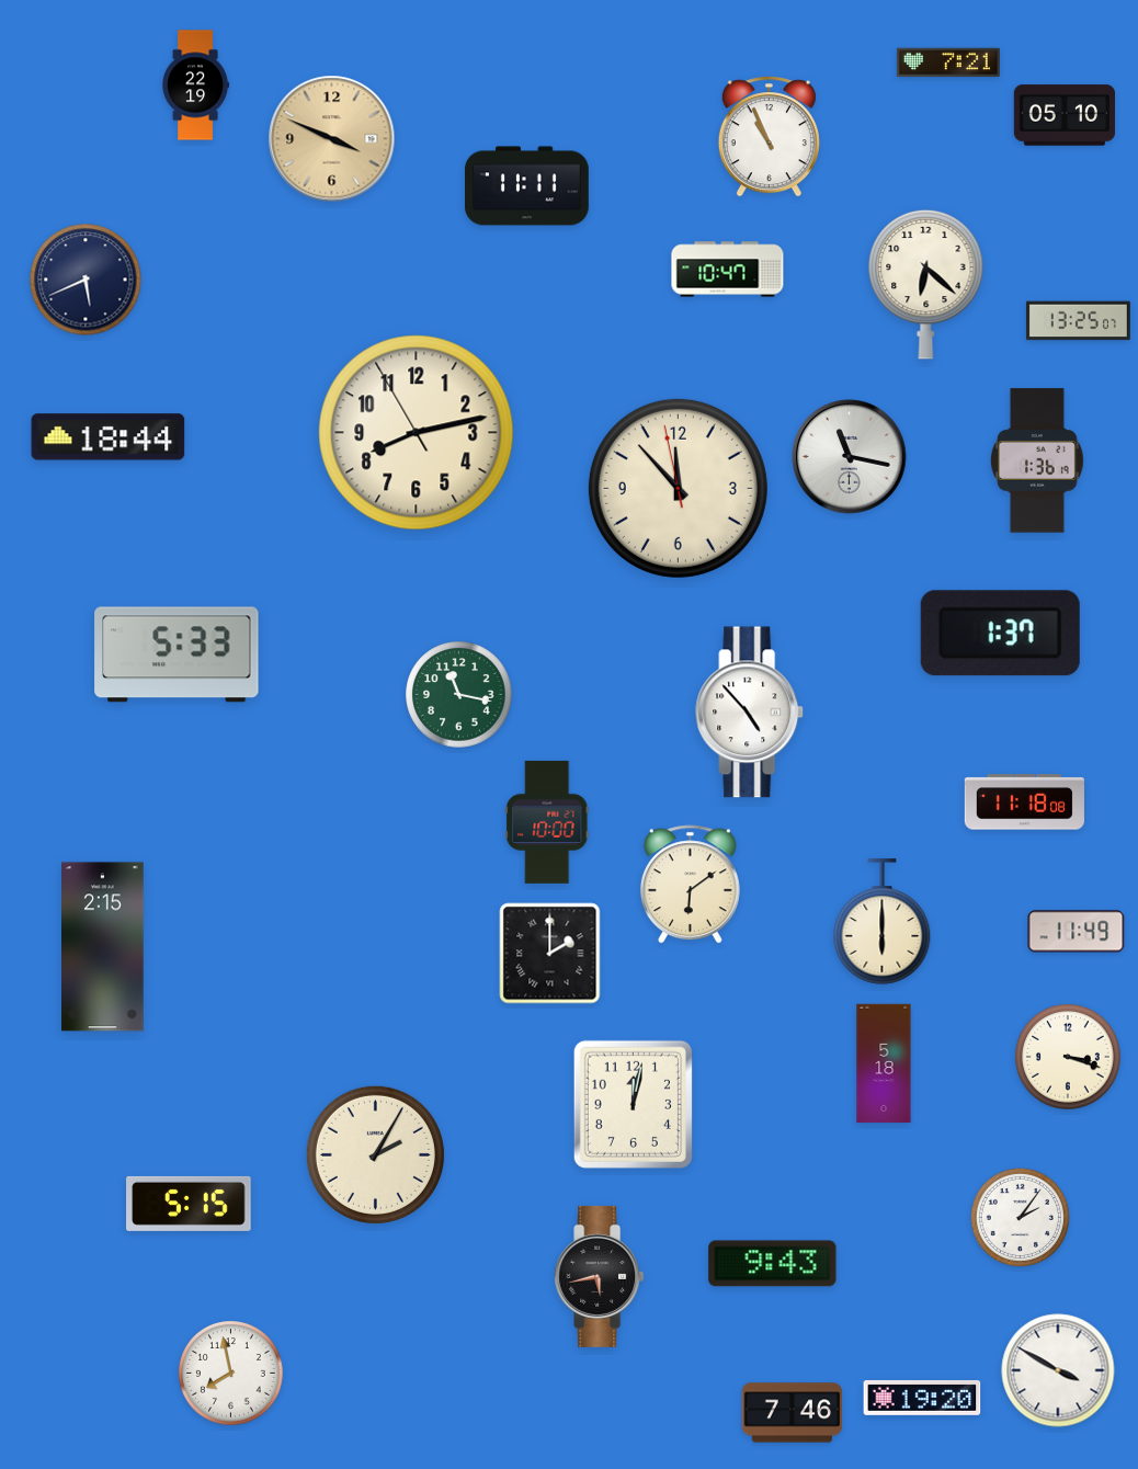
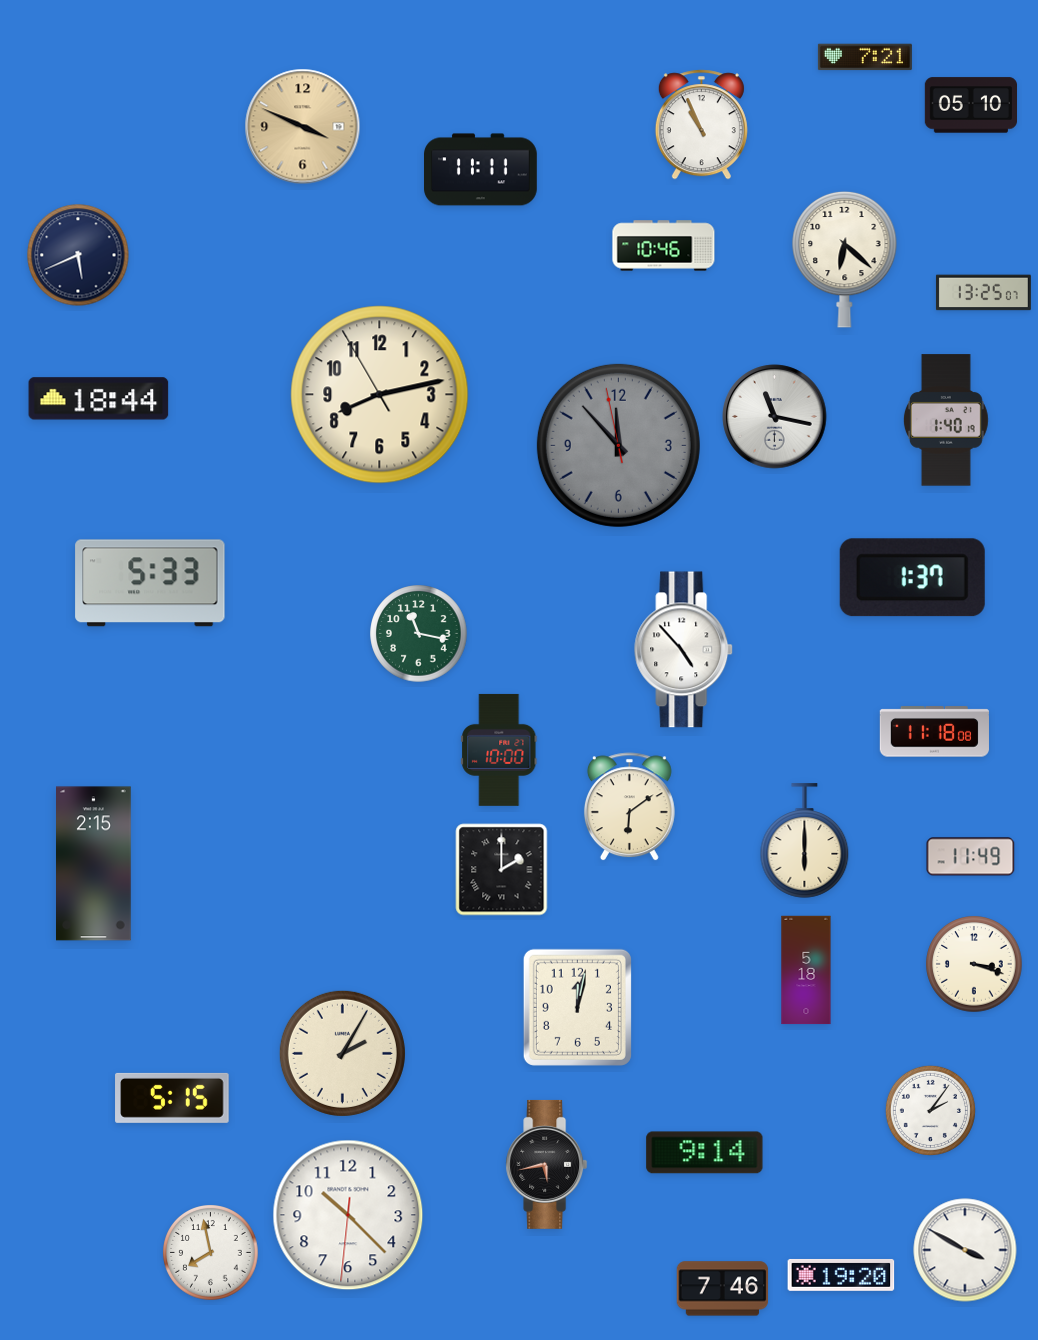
clock at (195, 86): 22:19 -> none
clock at (728, 270): 10:47 -> 10:46
clock at (1037, 460): 1:36 -> 1:40
clock at (678, 488) dial: cream -> grey
clock at (177, 654) position: (177, 654) -> (150, 583)
clock at (1077, 932) position: (1077, 932) -> (971, 857)
clock at (773, 1264): 9:43 -> 9:14
clock at (348, 1215): none -> 10:22
